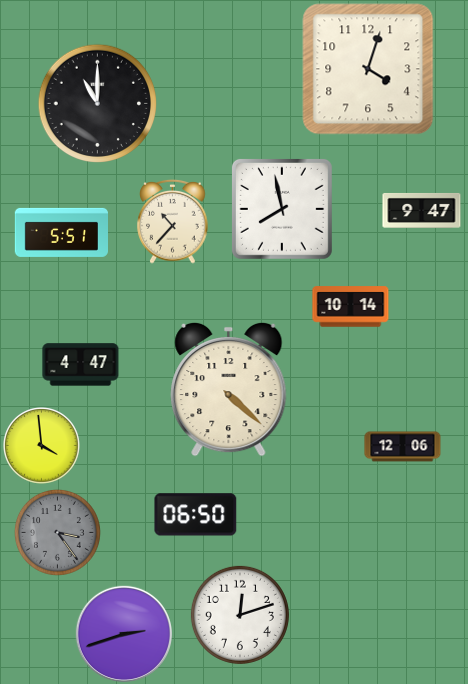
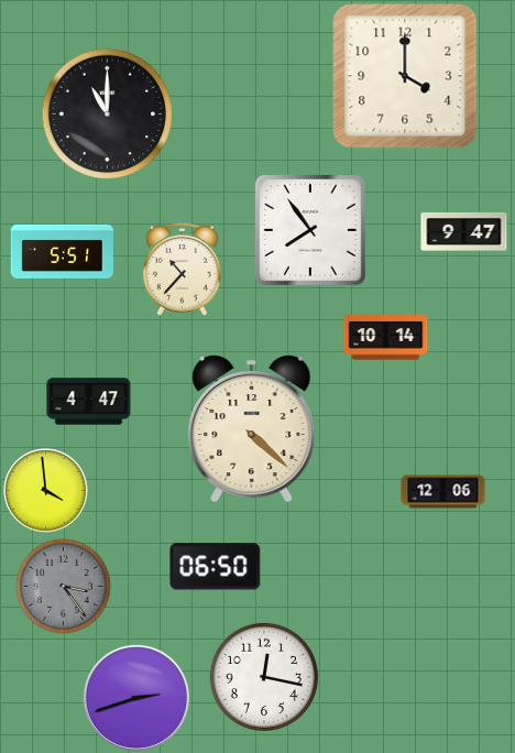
clock at (368, 69): 4:03 -> 4:00
clock at (282, 209): 7:58 -> 7:54
clock at (173, 221) position: (173, 221) -> (183, 269)
clock at (61, 232) position: (61, 232) -> (62, 251)
clock at (240, 615): 12:12 -> 12:17
